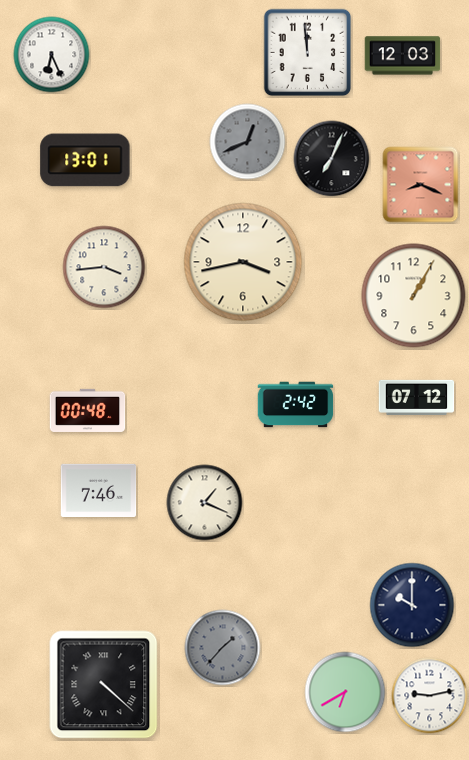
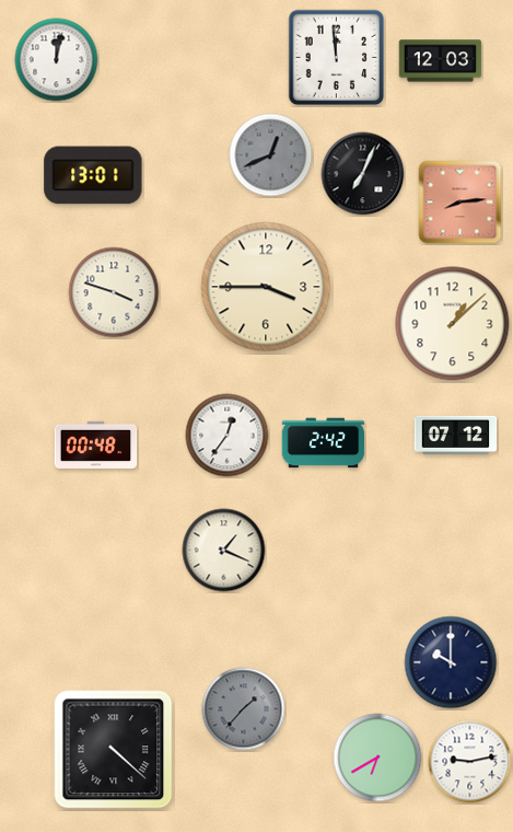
clock at (52, 55): 6:26 -> 12:02
clock at (421, 185): 8:19 -> 8:14
clock at (243, 262): 3:43 -> 3:45
clock at (104, 267): 3:44 -> 3:48
clock at (414, 296): 1:05 -> 1:08
clock at (228, 436): none -> 12:36
clock at (88, 410) position: (88, 410) -> (96, 444)
clock at (99, 490): 7:46 -> none
